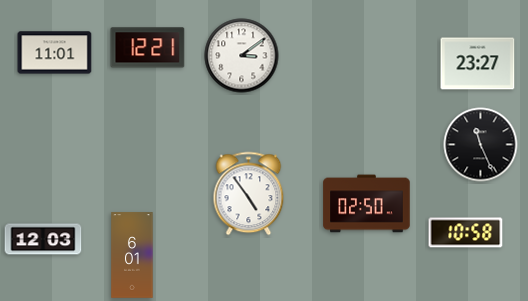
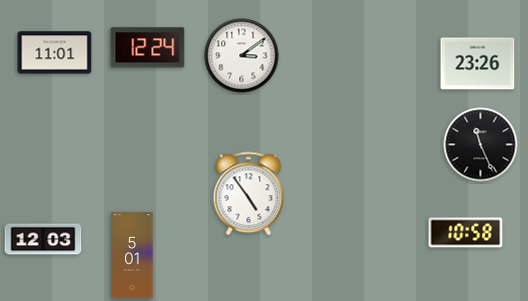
clock at (148, 48): 12:21 -> 12:24
clock at (478, 64): 23:27 -> 23:26
clock at (367, 204): 02:50 -> none
clock at (132, 255): 6:01 -> 5:01
